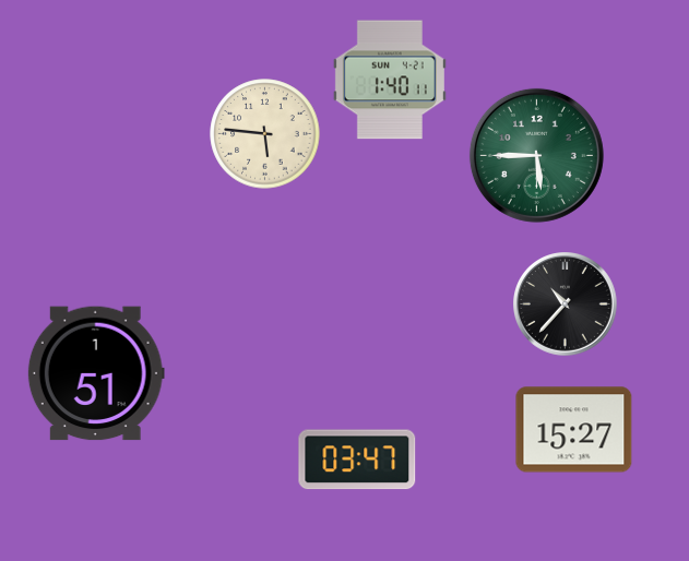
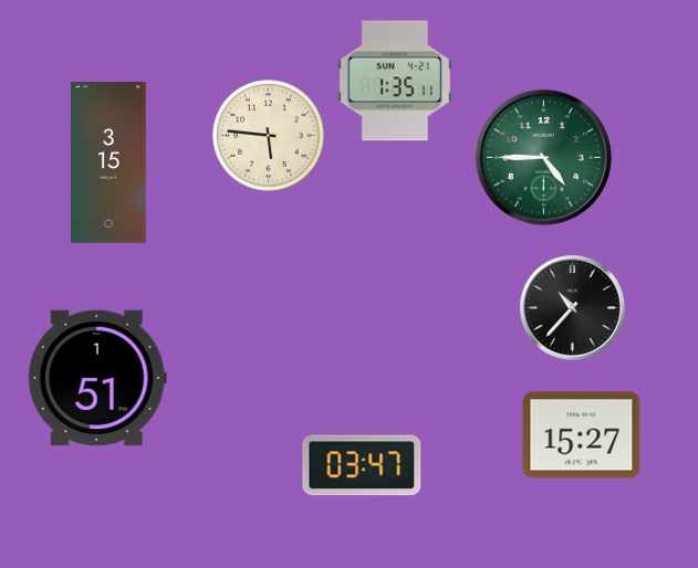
clock at (390, 80): 1:40 -> 1:35
clock at (536, 155): 5:45 -> 4:45
clock at (108, 164): none -> 3:15
